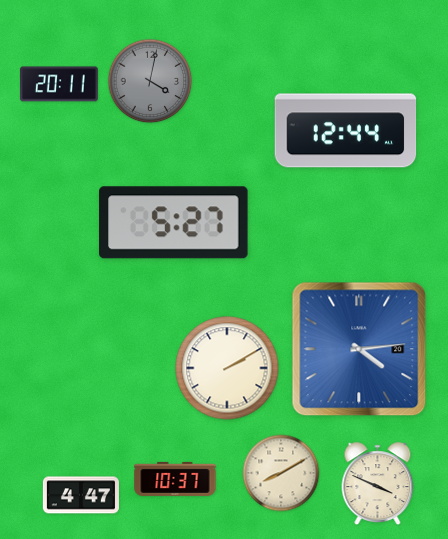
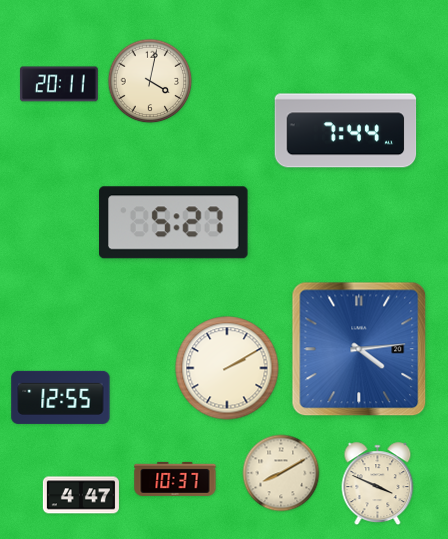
clock at (150, 81) dial: grey -> cream
clock at (346, 131): 12:44 -> 7:44
clock at (61, 397): none -> 12:55
